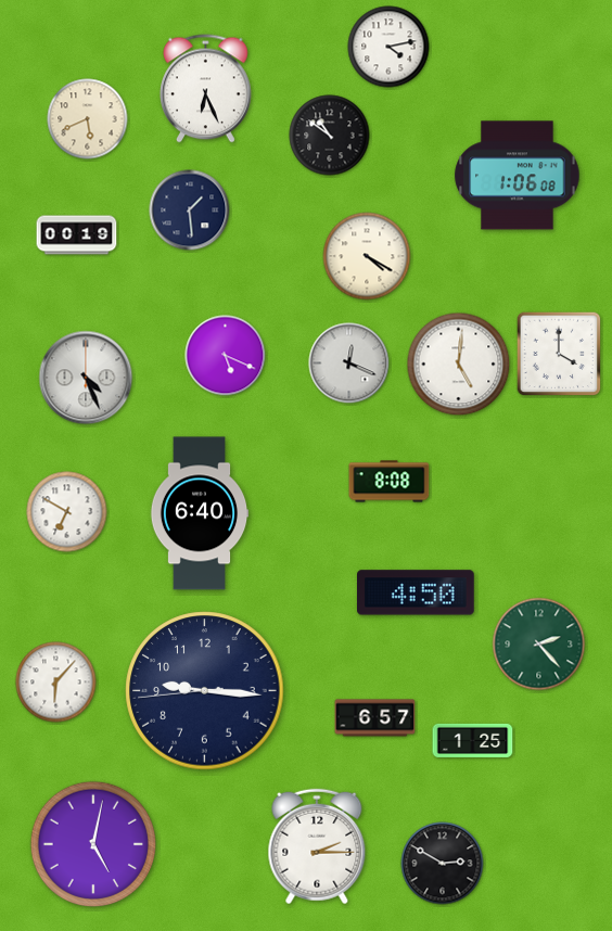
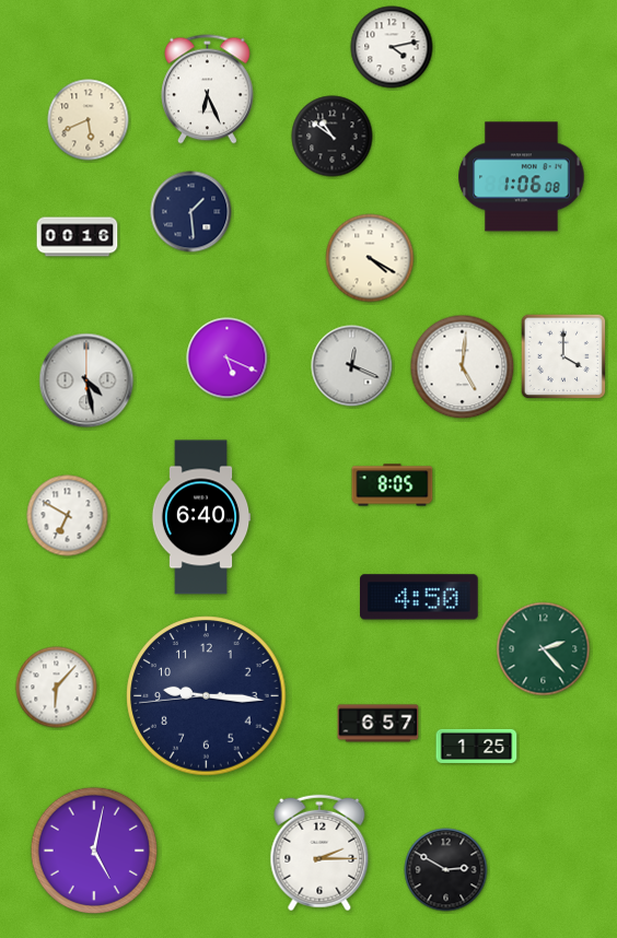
clock at (77, 235): 00:19 -> 00:16
clock at (86, 378): 4:26 -> 4:28
clock at (390, 482): 8:08 -> 8:05
